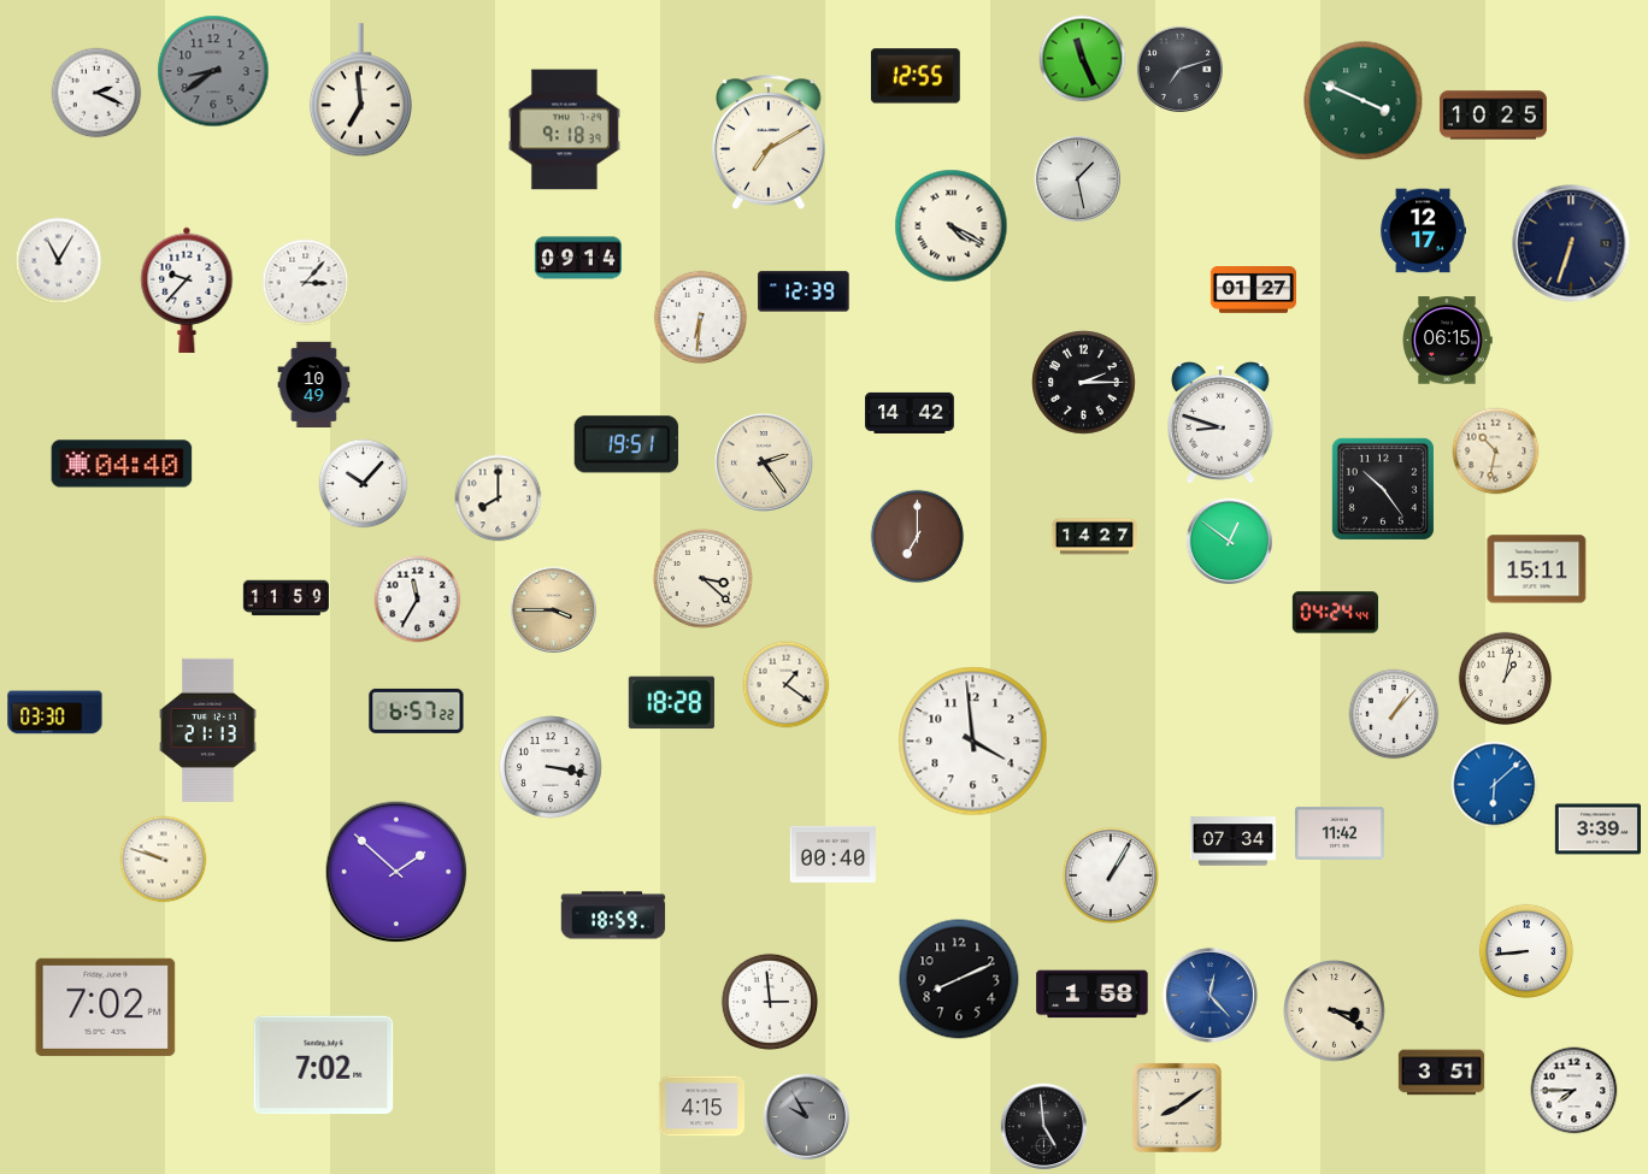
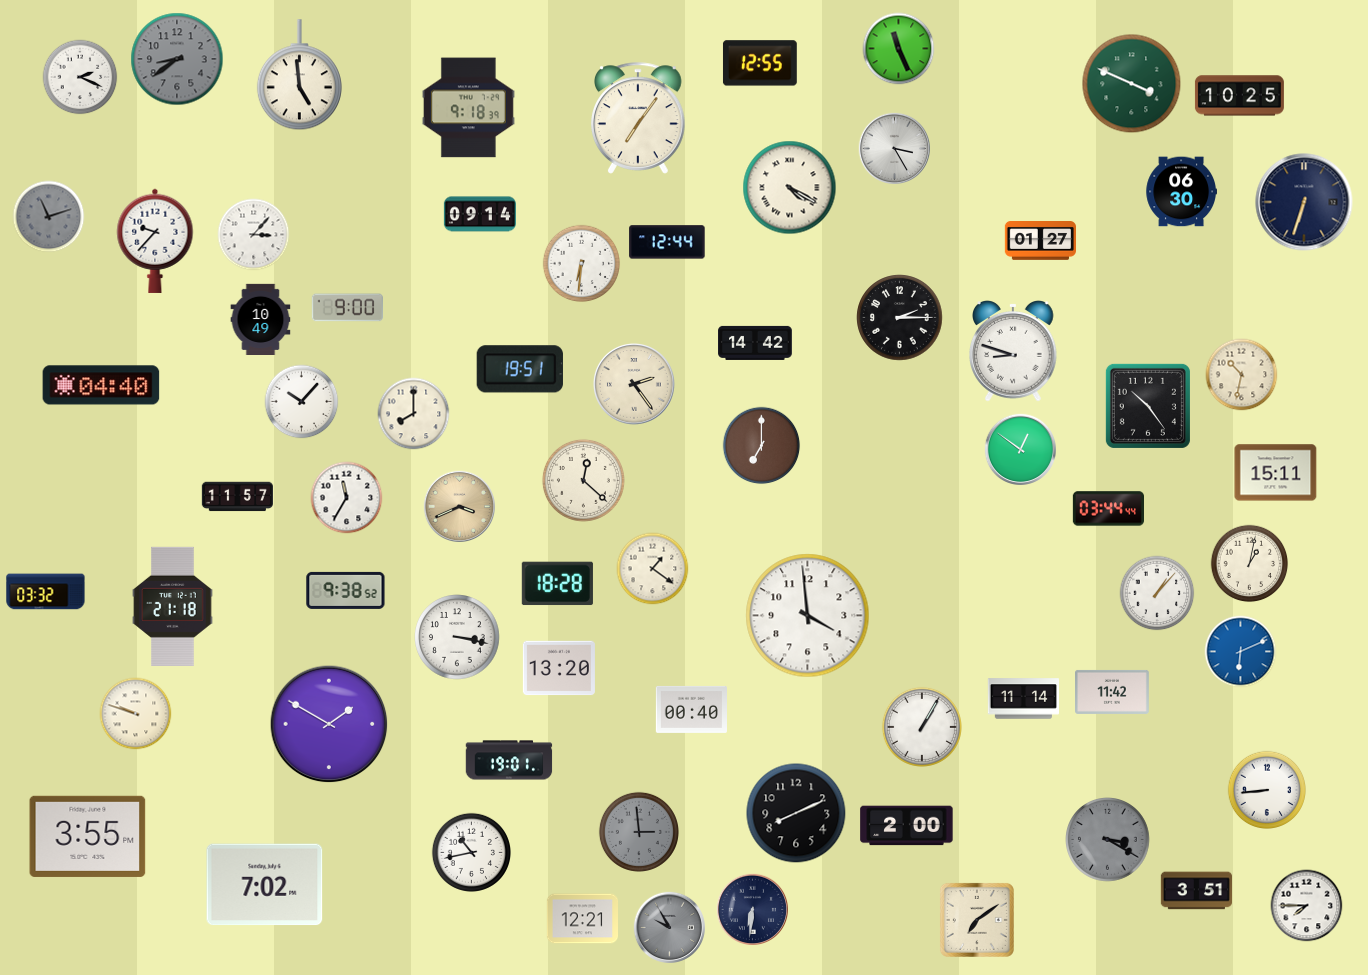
clock at (1179, 69): 7:12 -> none
clock at (360, 90): 6:59 -> 4:59
clock at (770, 142): 7:10 -> 7:06
clock at (1077, 178): 1:28 -> 3:25
clock at (1423, 231): 12:17 -> 06:30
clock at (59, 261): 11:05 -> 11:12
clock at (59, 261) dial: white -> grey
clock at (804, 291): 12:39 -> 12:44
clock at (1447, 341): 06:15 -> none
clock at (347, 308): none -> 9:00
clock at (1095, 537): 14:27 -> none
clock at (702, 578): 3:22 -> 12:22
clock at (286, 598): 11:59 -> 11:57
clock at (553, 609): 3:45 -> 3:41
clock at (1335, 613): 04:24 -> 03:44
clock at (417, 710): 6:57 -> 9:38
clock at (55, 713): 03:30 -> 03:32
clock at (208, 730): 21:13 -> 21:18
clock at (1495, 785): 6:08 -> 6:11
clock at (559, 668): none -> 13:20
clock at (1597, 830): 3:39 -> none
clock at (1232, 842): 07:34 -> 11:14
clock at (396, 872): 1:52 -> 1:50
clock at (613, 915): 18:59 -> 19:01
clock at (1093, 995): 1:58 -> 2:00
clock at (1209, 995): 12:23 -> none
clock at (770, 1002) dial: white -> grey
clock at (106, 1007): 7:02 -> 3:55
clock at (1335, 1011) dial: cream -> grey
clock at (471, 852): none -> 10:43
clock at (324, 1066) position: (324, 1066) -> (265, 885)
clock at (752, 909): none -> 6:31
clock at (701, 1107): 4:15 -> 12:21
clock at (1177, 1108): 8:09 -> 7:09
clock at (1043, 1126): 4:59 -> none
